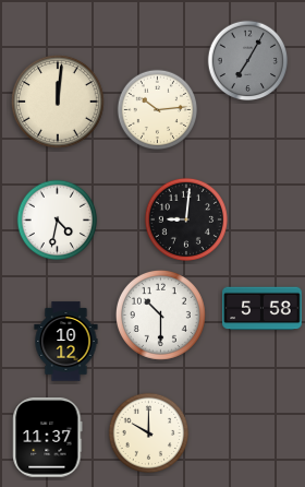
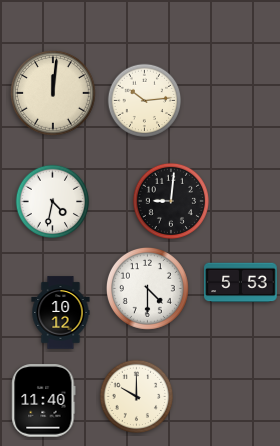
clock at (248, 61): 7:05 -> none
clock at (263, 309): 5:58 -> 5:53
clock at (160, 314): 10:30 -> 4:30
clock at (48, 438): 11:37 -> 11:40
